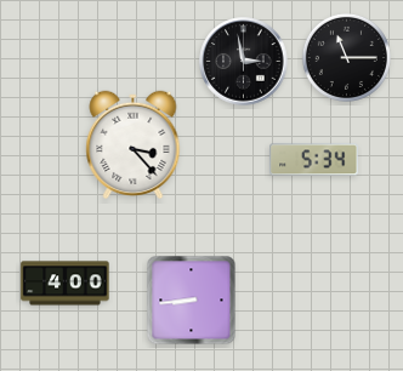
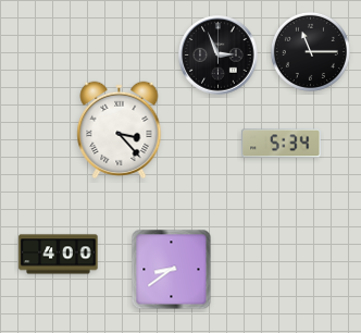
clock at (244, 62): 2:58 -> 2:56
clock at (192, 301): 8:44 -> 8:39
